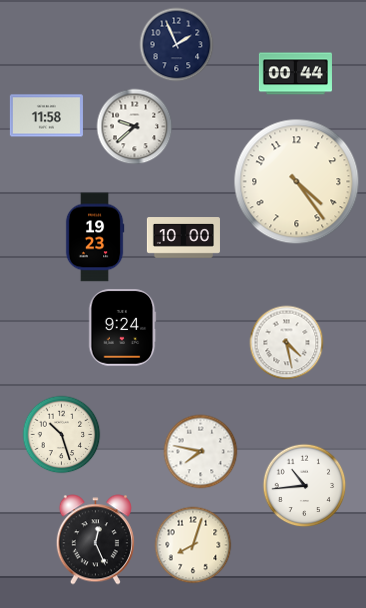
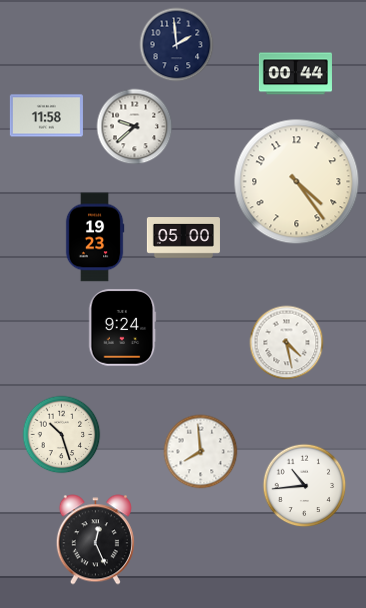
clock at (177, 45): 1:56 -> 1:59
clock at (183, 238): 10:00 -> 05:00
clock at (201, 452): 7:47 -> 7:59
clock at (193, 545): 8:03 -> none
